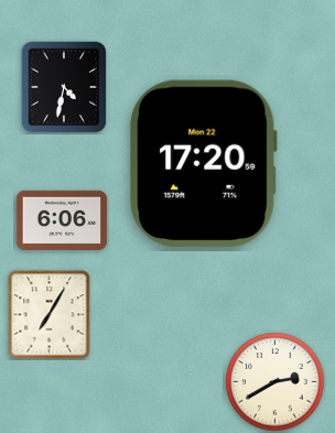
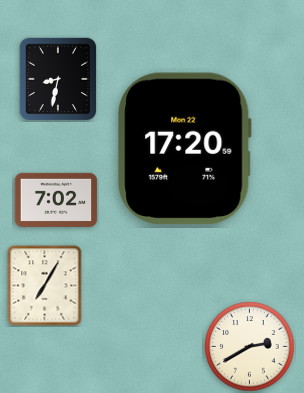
clock at (64, 87): 4:32 -> 8:32
clock at (62, 219): 6:06 -> 7:02
